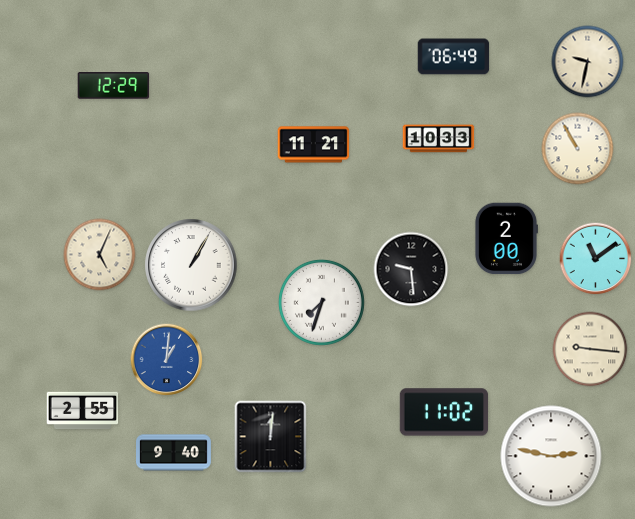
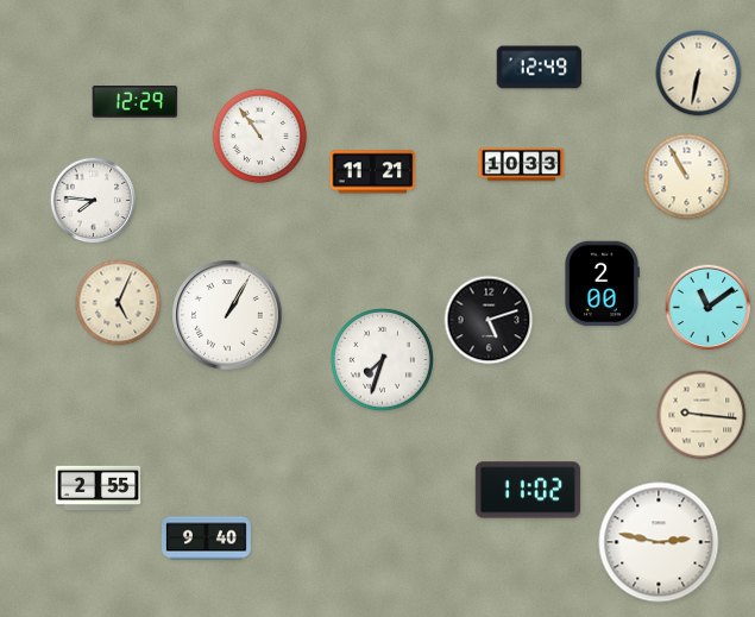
clock at (454, 57): 06:49 -> 12:49
clock at (588, 62): 9:32 -> 6:32
clock at (260, 137): none -> 10:54
clock at (94, 201): none -> 7:46
clock at (411, 269): 9:29 -> 5:12
clock at (167, 360): 1:01 -> none
clock at (271, 437): 12:01 -> none
clock at (551, 456) position: (551, 456) -> (659, 542)
